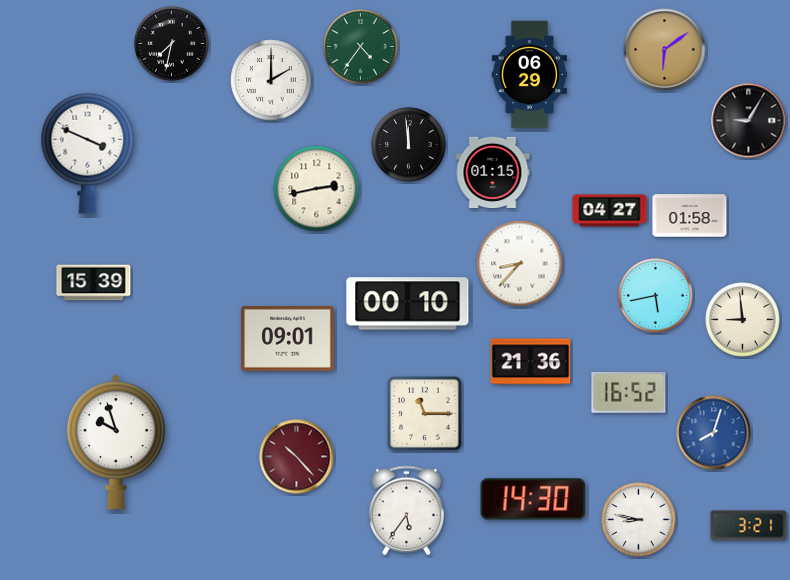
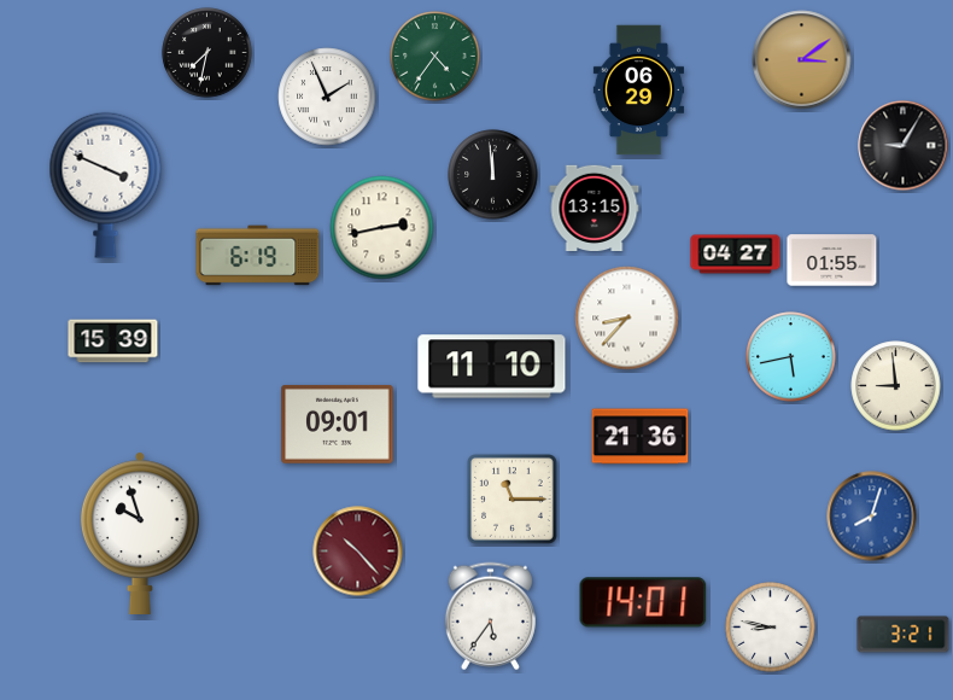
clock at (665, 50): 6:09 -> 3:09
clock at (271, 80): 2:00 -> 1:56
clock at (493, 172): 01:15 -> 13:15
clock at (258, 256): none -> 6:19
clock at (690, 216): 01:58 -> 01:55
clock at (408, 304): 00:10 -> 11:10
clock at (288, 338) position: (288, 338) -> (338, 424)
clock at (629, 392): 16:52 -> none
clock at (714, 433) position: (714, 433) -> (872, 517)
clock at (533, 499): 14:30 -> 14:01
